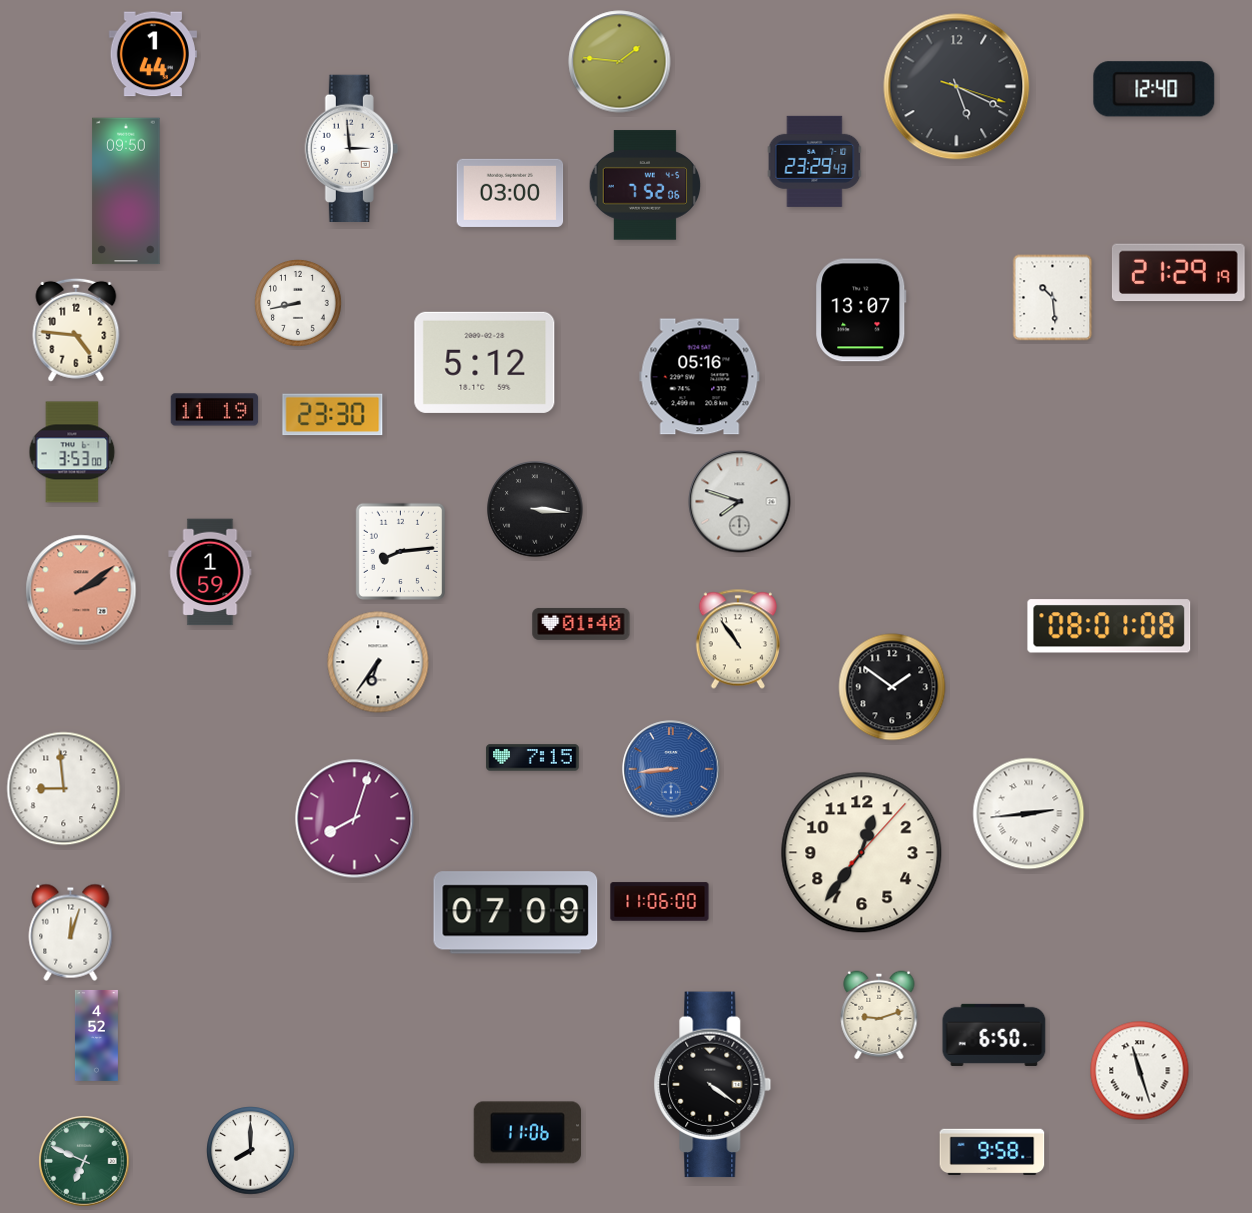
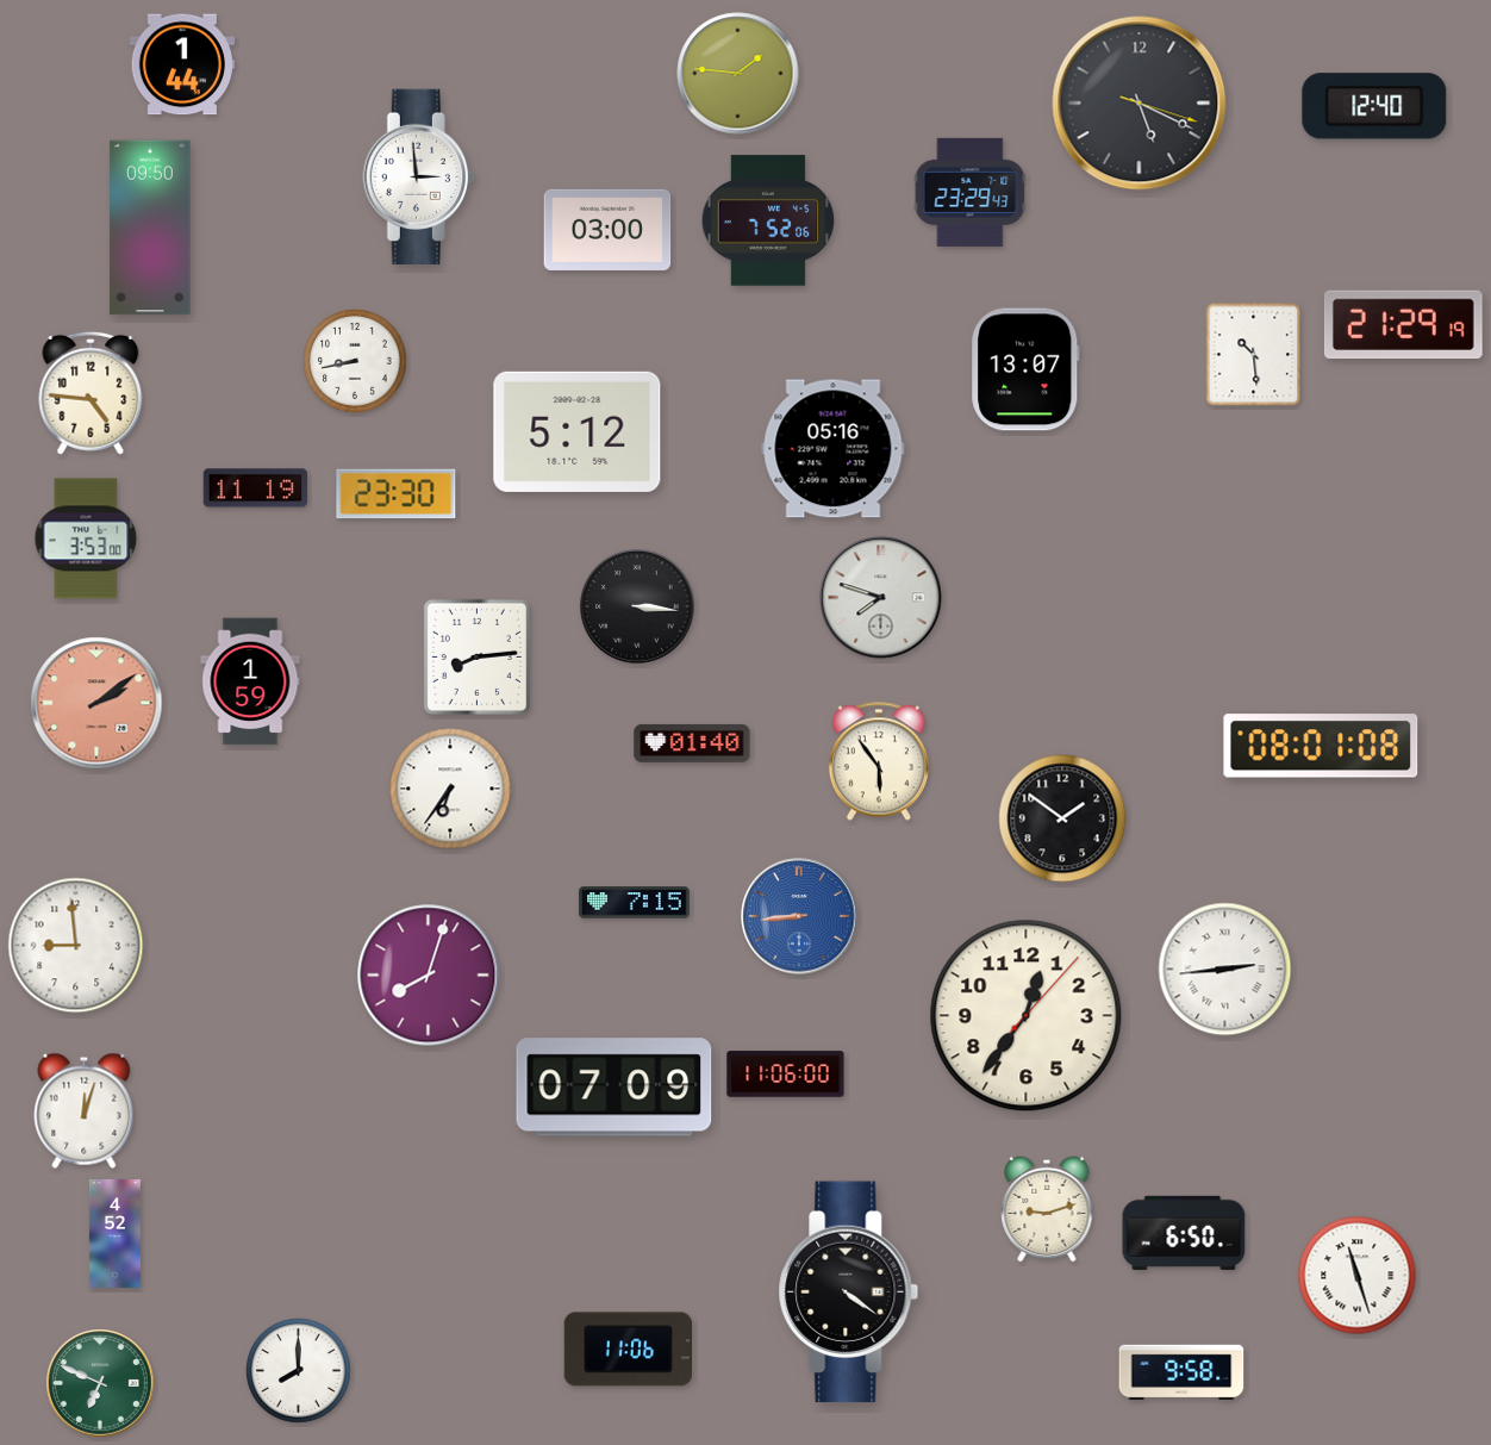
clock at (738, 639): 10:54 -> 5:54
clock at (64, 789) position: (64, 789) -> (76, 946)
clock at (355, 819) position: (355, 819) -> (429, 976)
